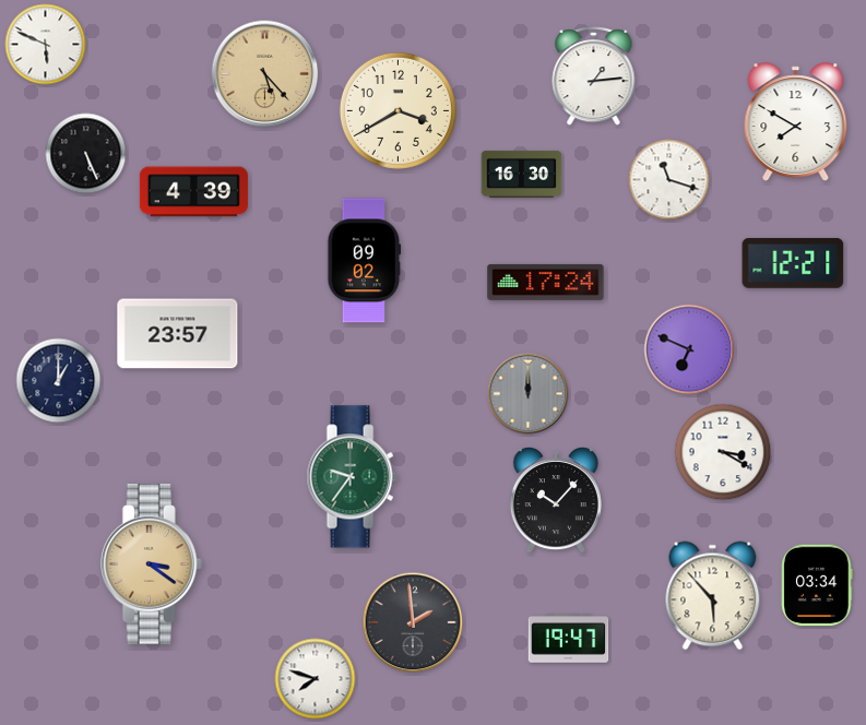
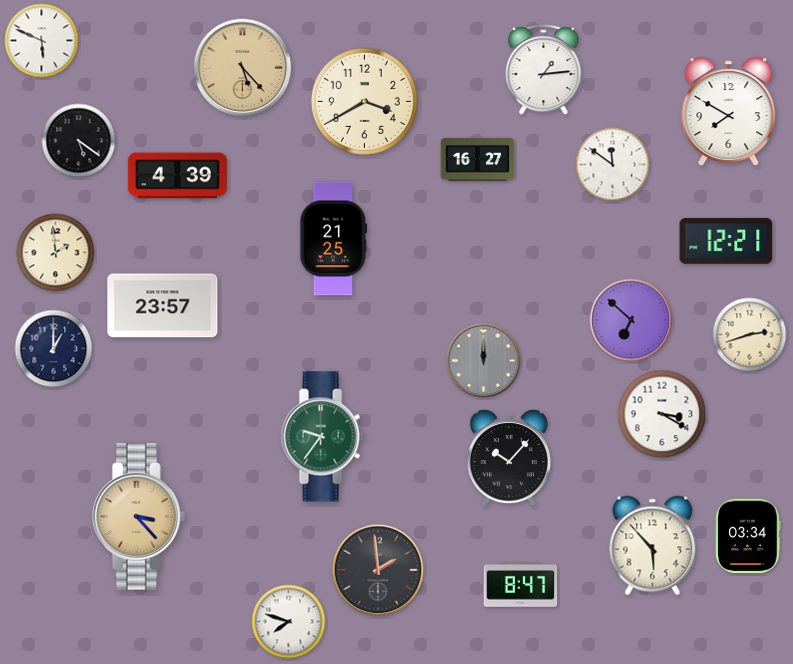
clock at (86, 154): 5:26 -> 5:21
clock at (522, 174): 16:30 -> 16:27
clock at (669, 180): 11:18 -> 11:51
clock at (365, 261): 09:02 -> 21:25
clock at (56, 253): none -> 1:59
clock at (546, 282): 17:24 -> none
clock at (689, 349): 6:49 -> 6:52
clock at (750, 335): none -> 2:42
clock at (151, 564): 3:21 -> 3:23
clock at (569, 639): 19:47 -> 8:47
